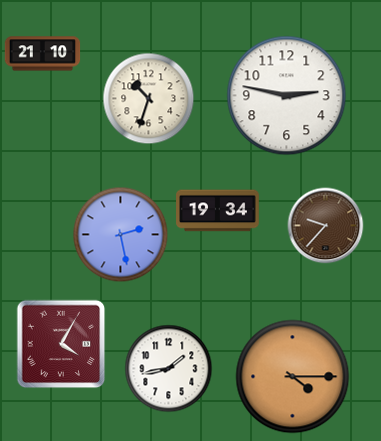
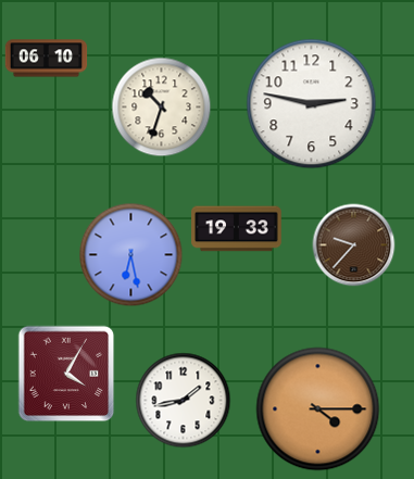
clock at (43, 54): 21:10 -> 06:10
clock at (218, 211): 19:34 -> 19:33
clock at (121, 235): 2:28 -> 6:28
